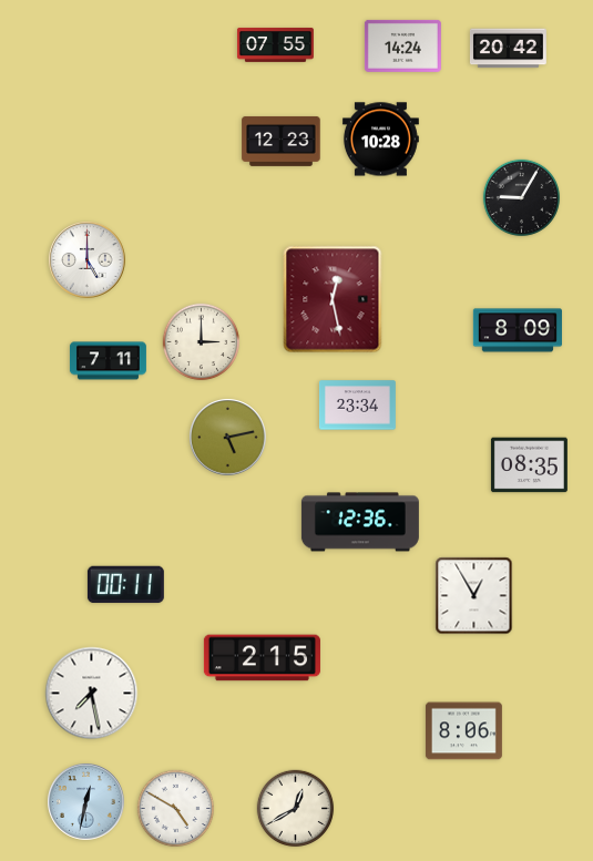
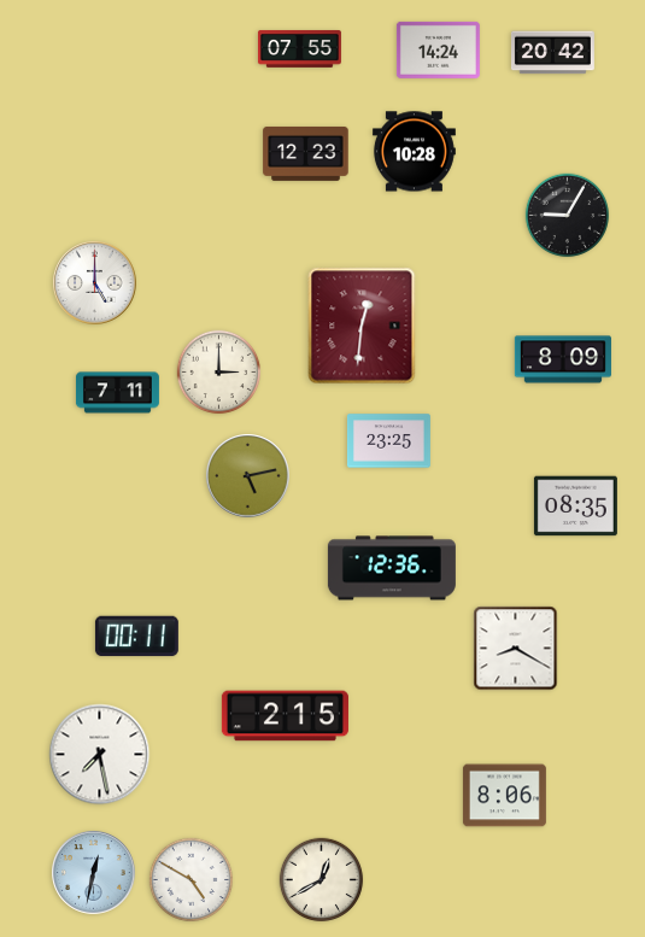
clock at (333, 299): 12:28 -> 12:31
clock at (357, 406): 23:34 -> 23:25
clock at (474, 596): 12:55 -> 8:20
